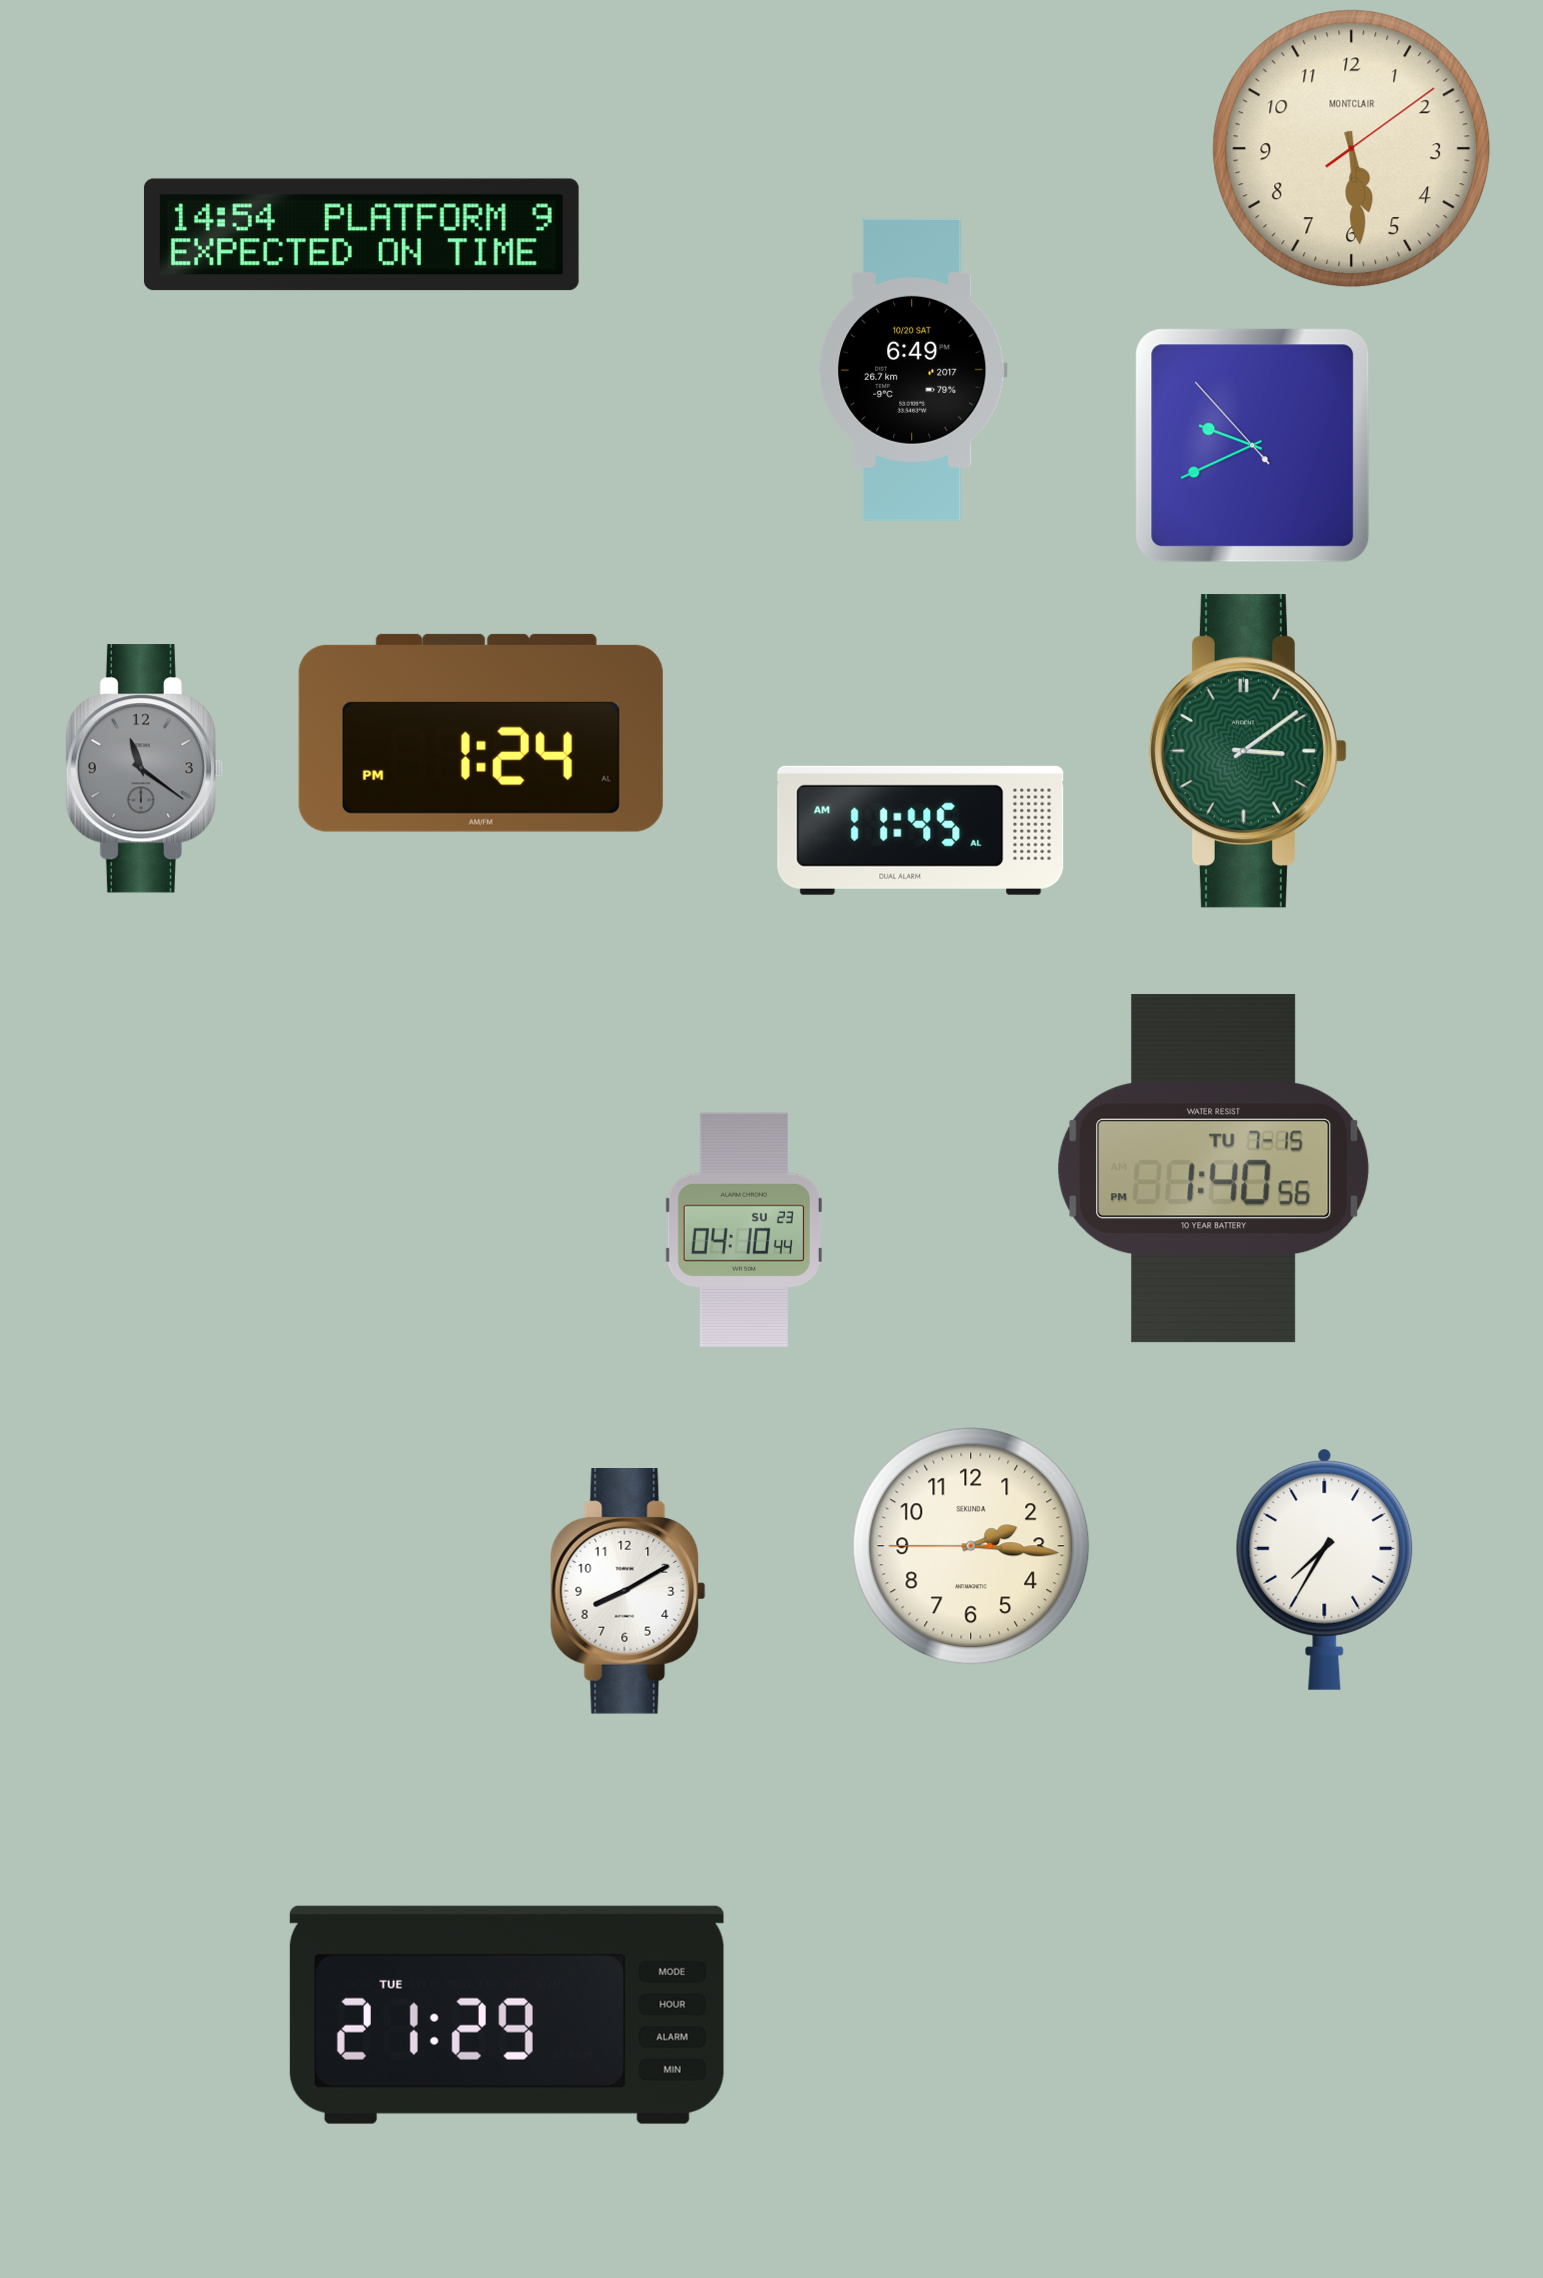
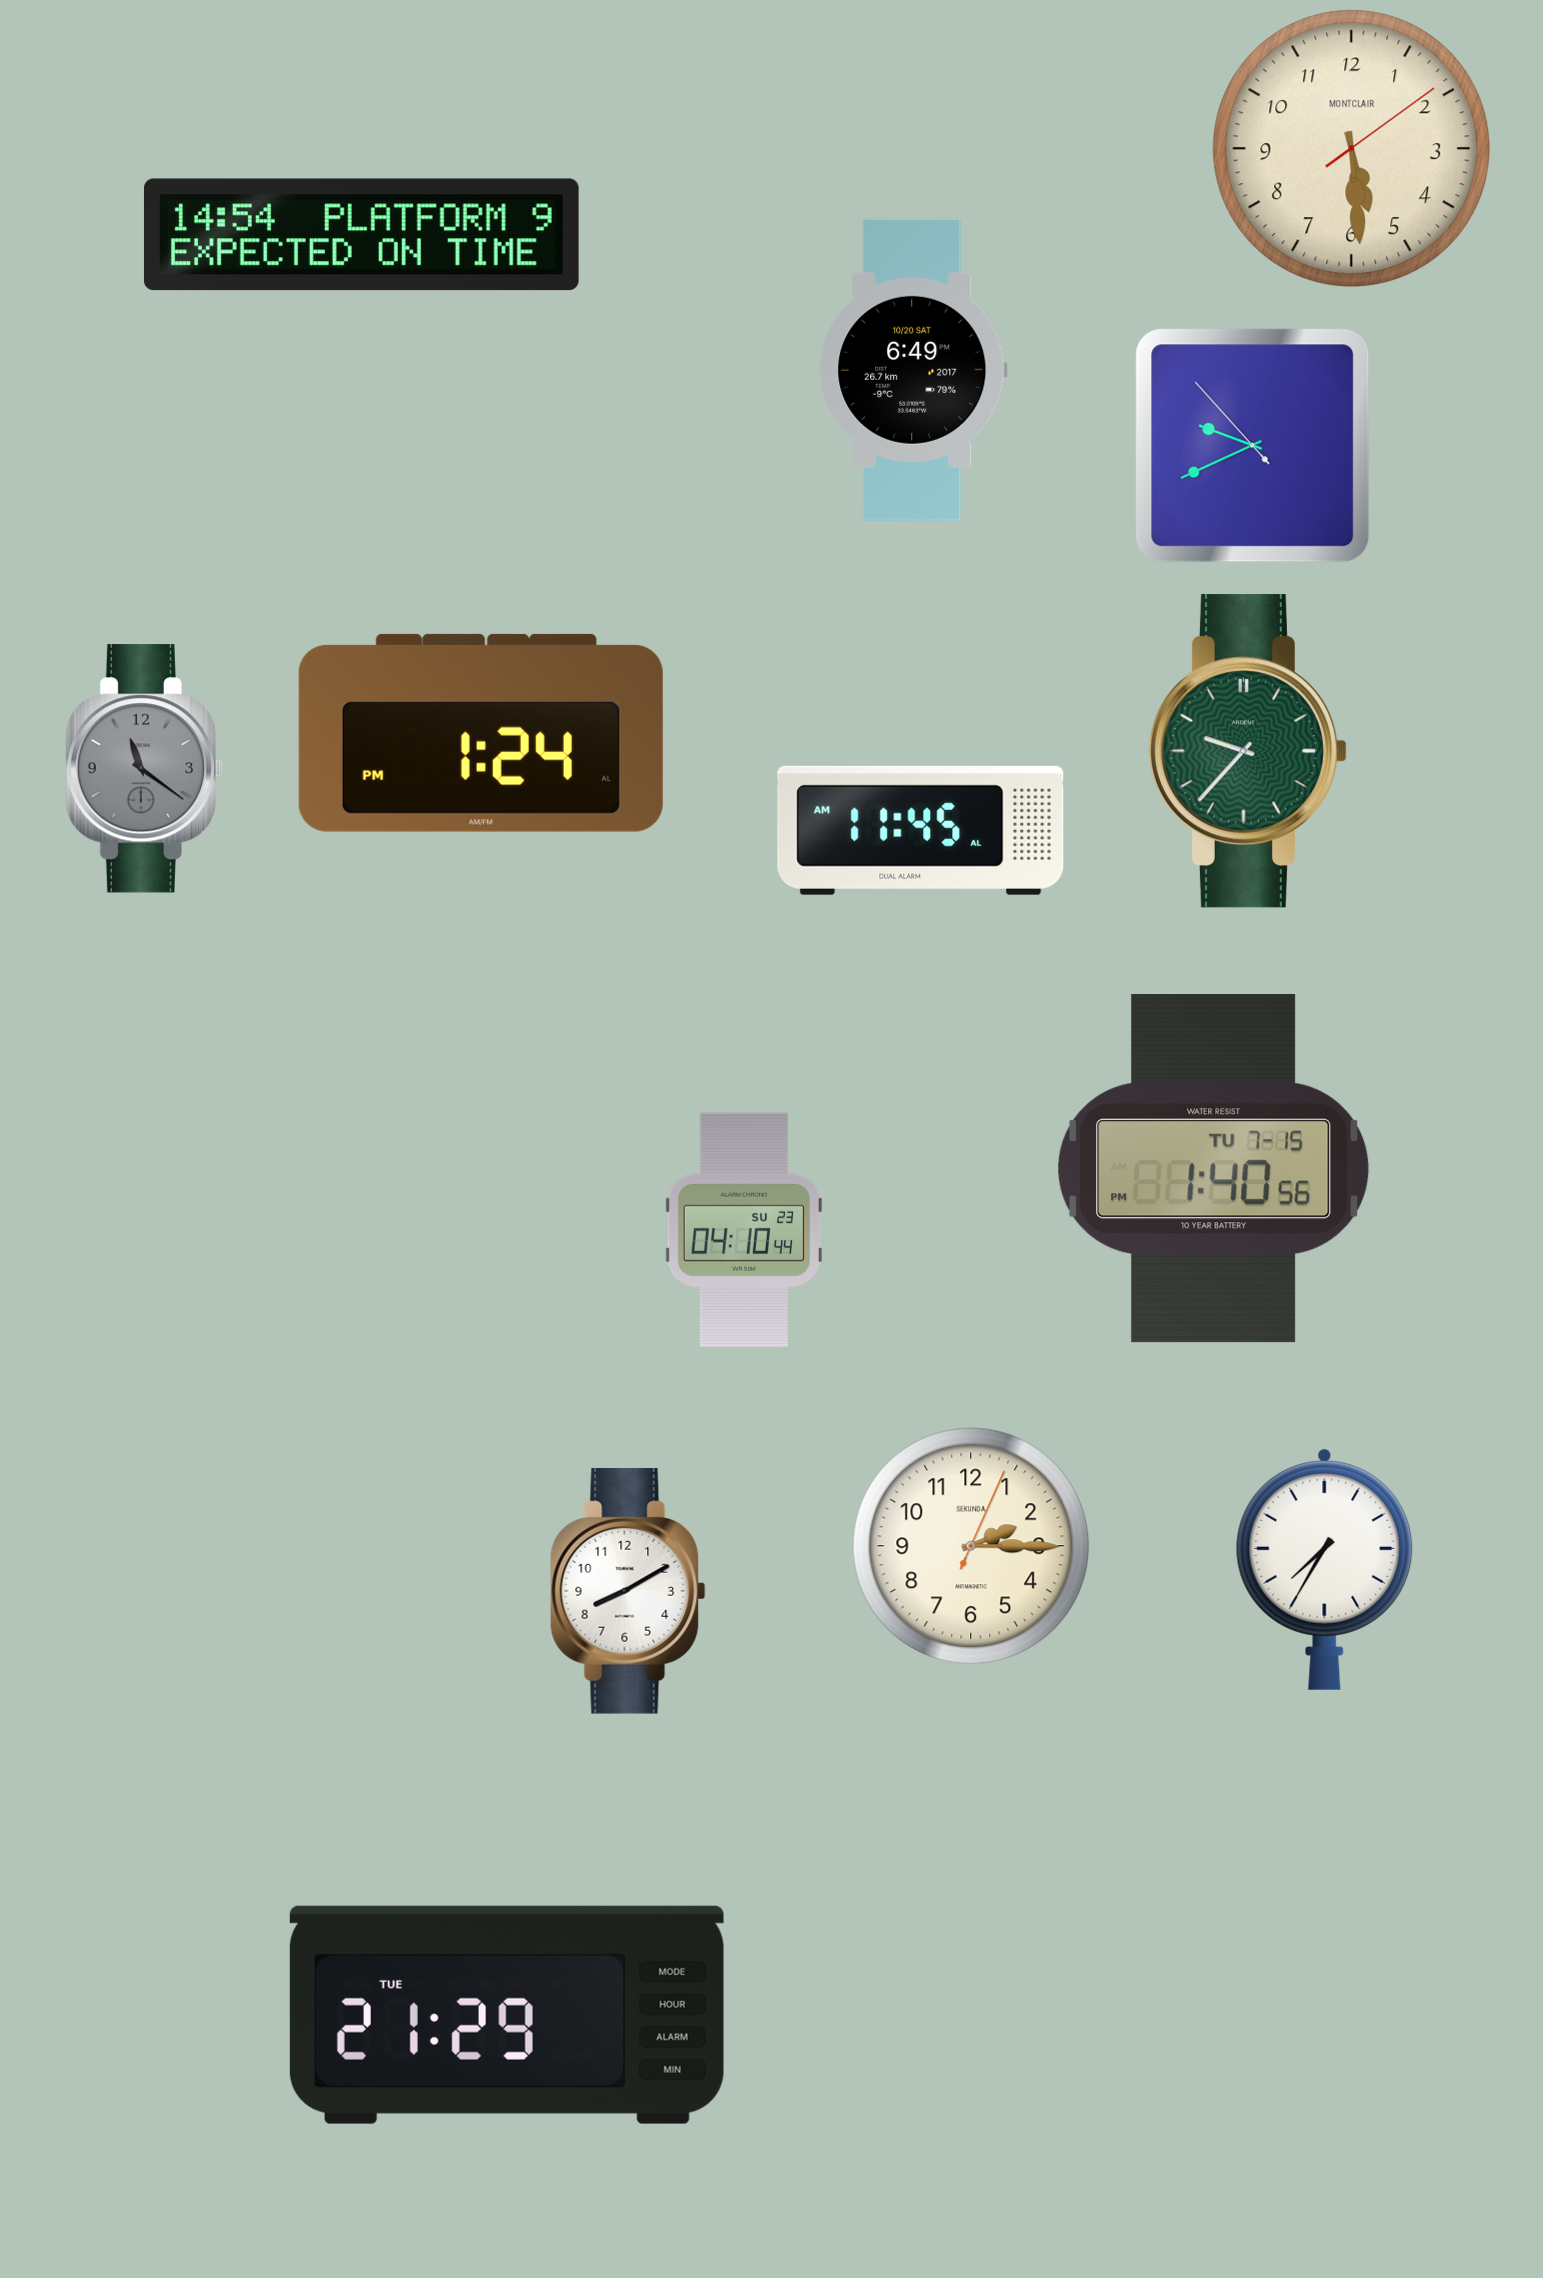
clock at (1247, 751): 3:09 -> 9:37
clock at (971, 1546): 2:15:45 -> 2:15:04
